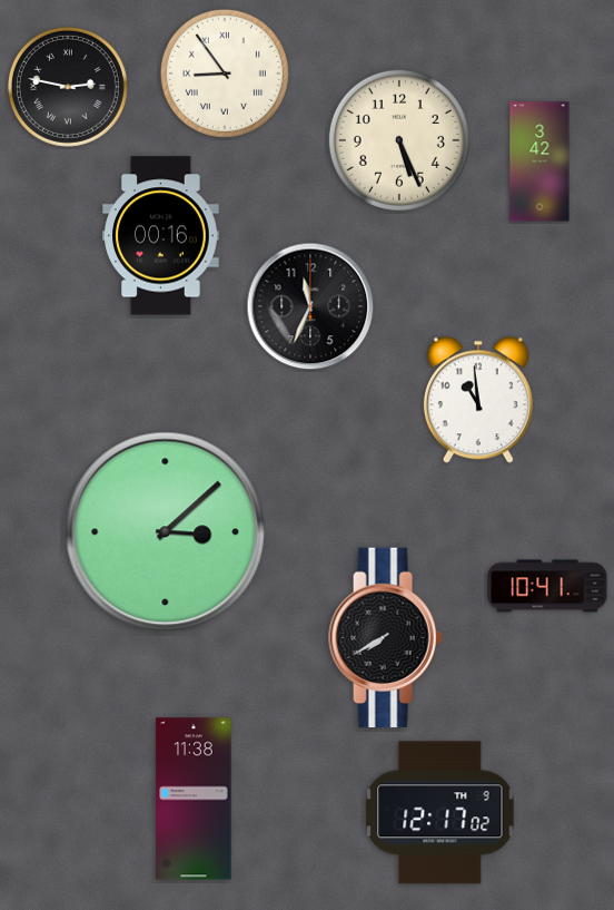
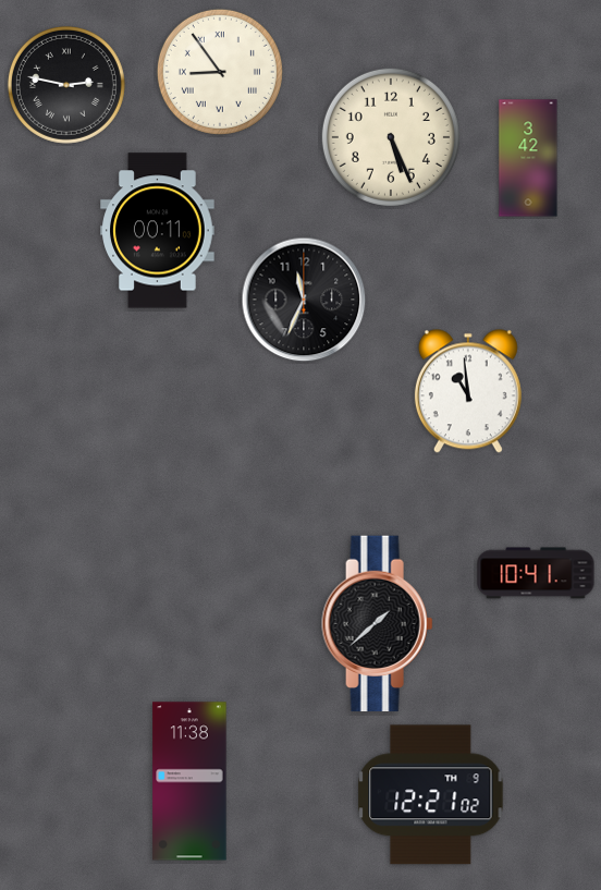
clock at (161, 236): 00:16 -> 00:11
clock at (166, 532): 3:08 -> none
clock at (386, 638): 7:40 -> 1:38
clock at (440, 813): 12:17 -> 12:21
